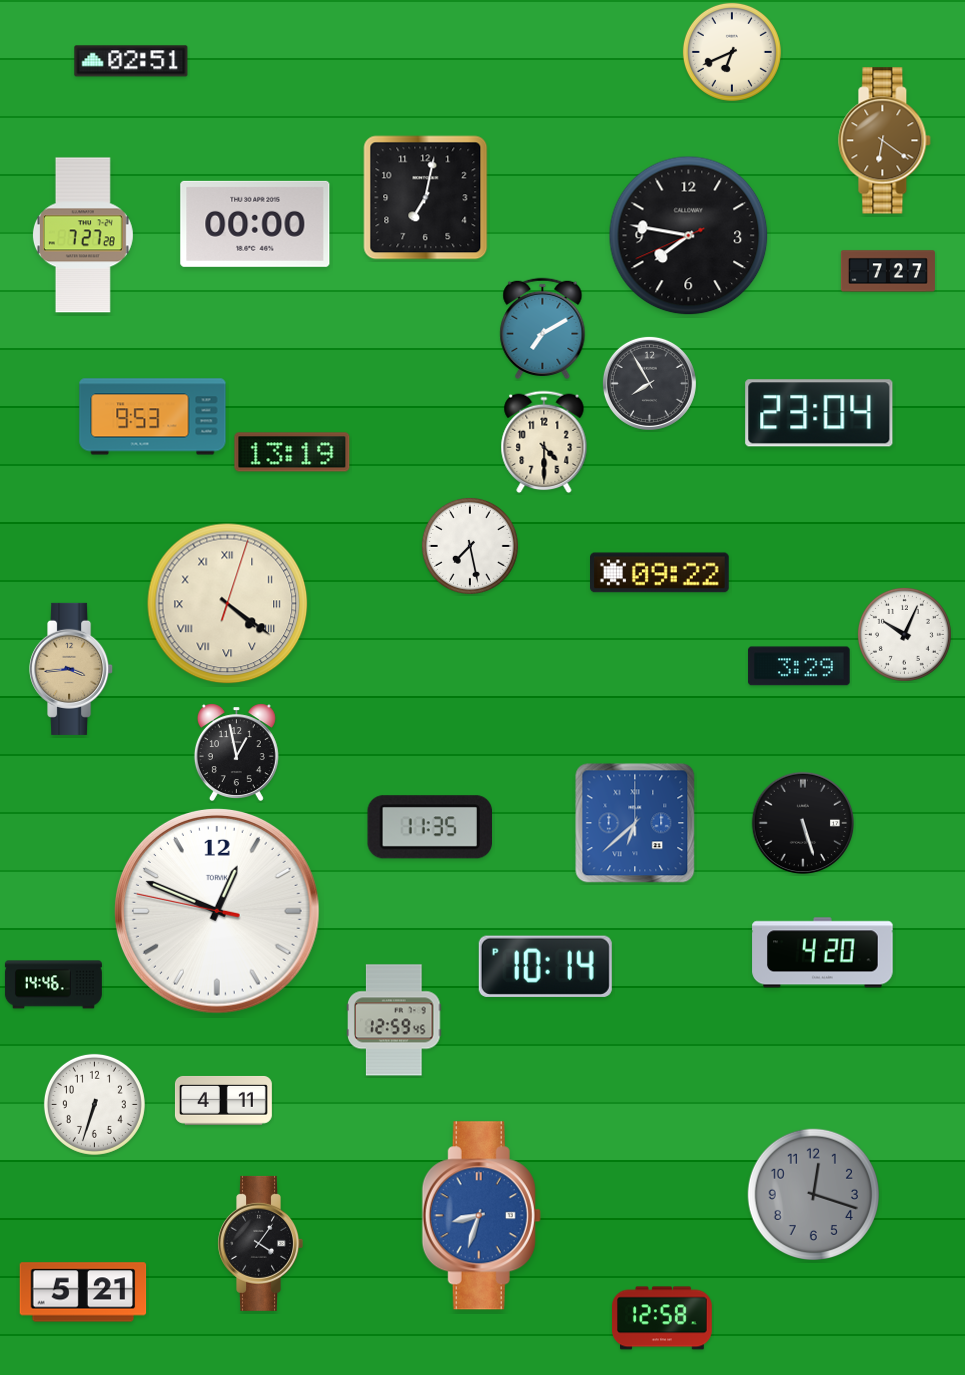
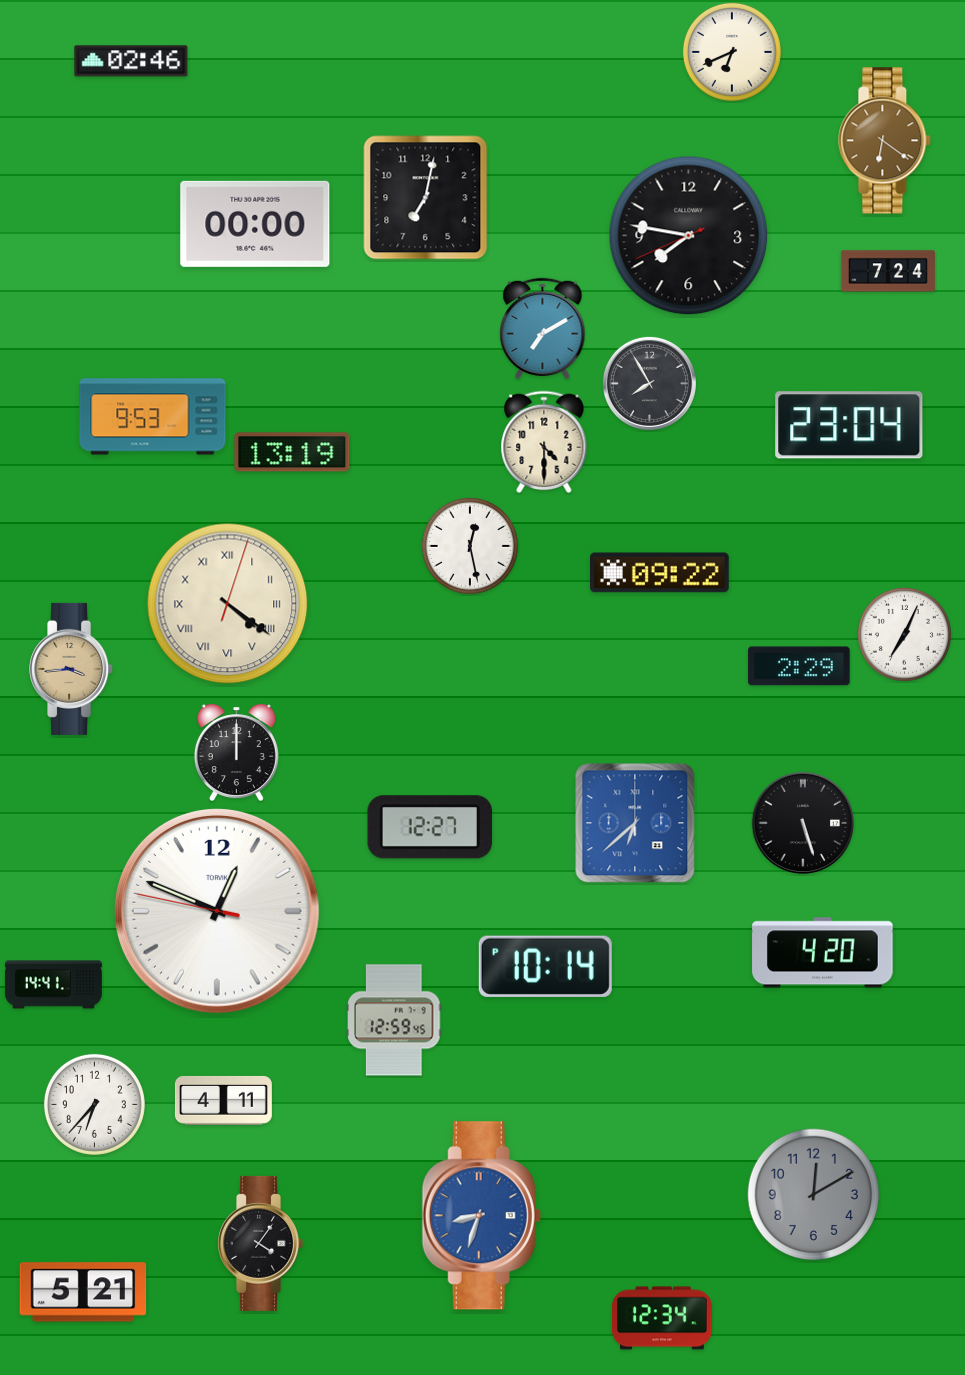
clock at (131, 61): 02:51 -> 02:46
clock at (83, 235): 7:27 -> none
clock at (888, 271): 7:27 -> 7:24
clock at (819, 413) position: (819, 413) -> (849, 425)
clock at (470, 546): 7:28 -> 12:28
clock at (904, 634): 10:04 -> 7:04
clock at (799, 666): 3:29 -> 2:29
clock at (236, 752): 12:58 -> 12:00
clock at (430, 827): 11:35 -> 12:27
clock at (53, 985): 14:46 -> 14:41
clock at (94, 1104): 6:33 -> 6:37
clock at (813, 1194): 12:18 -> 12:10
clock at (663, 1318): 12:58 -> 12:34
